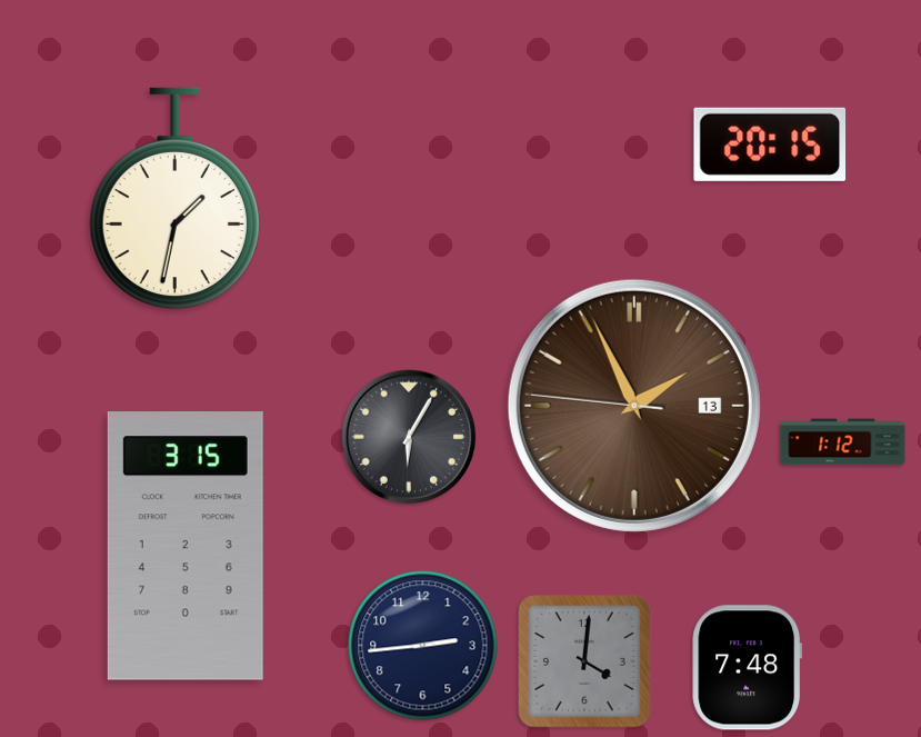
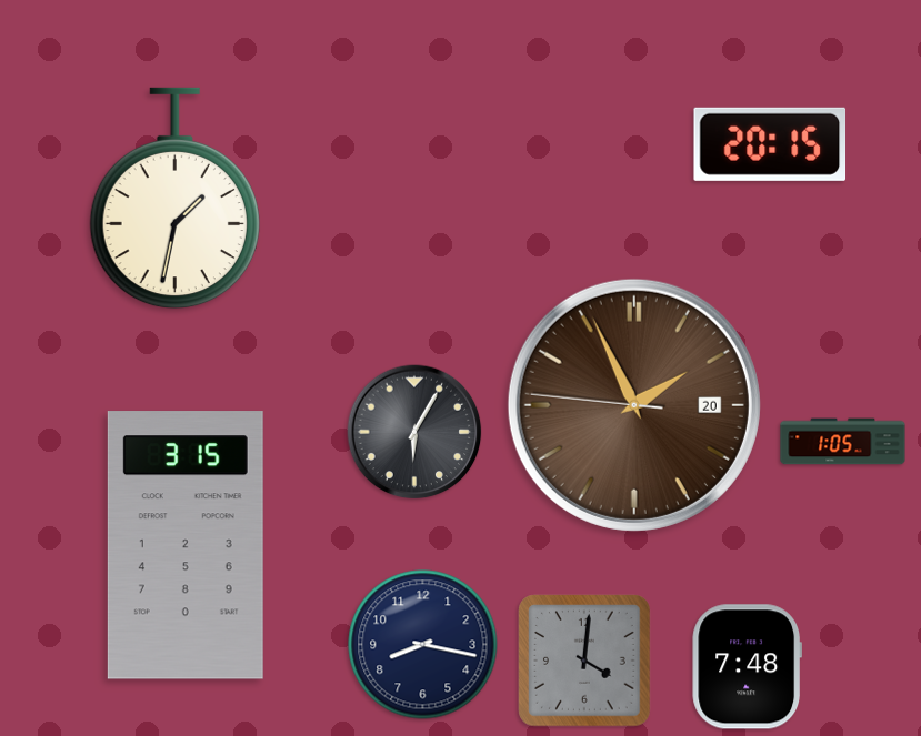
clock at (634, 406) date: 13 -> 20
clock at (409, 437) position: (409, 437) -> (414, 432)
clock at (843, 442): 1:12 -> 1:05
clock at (423, 646): 2:44 -> 8:17
